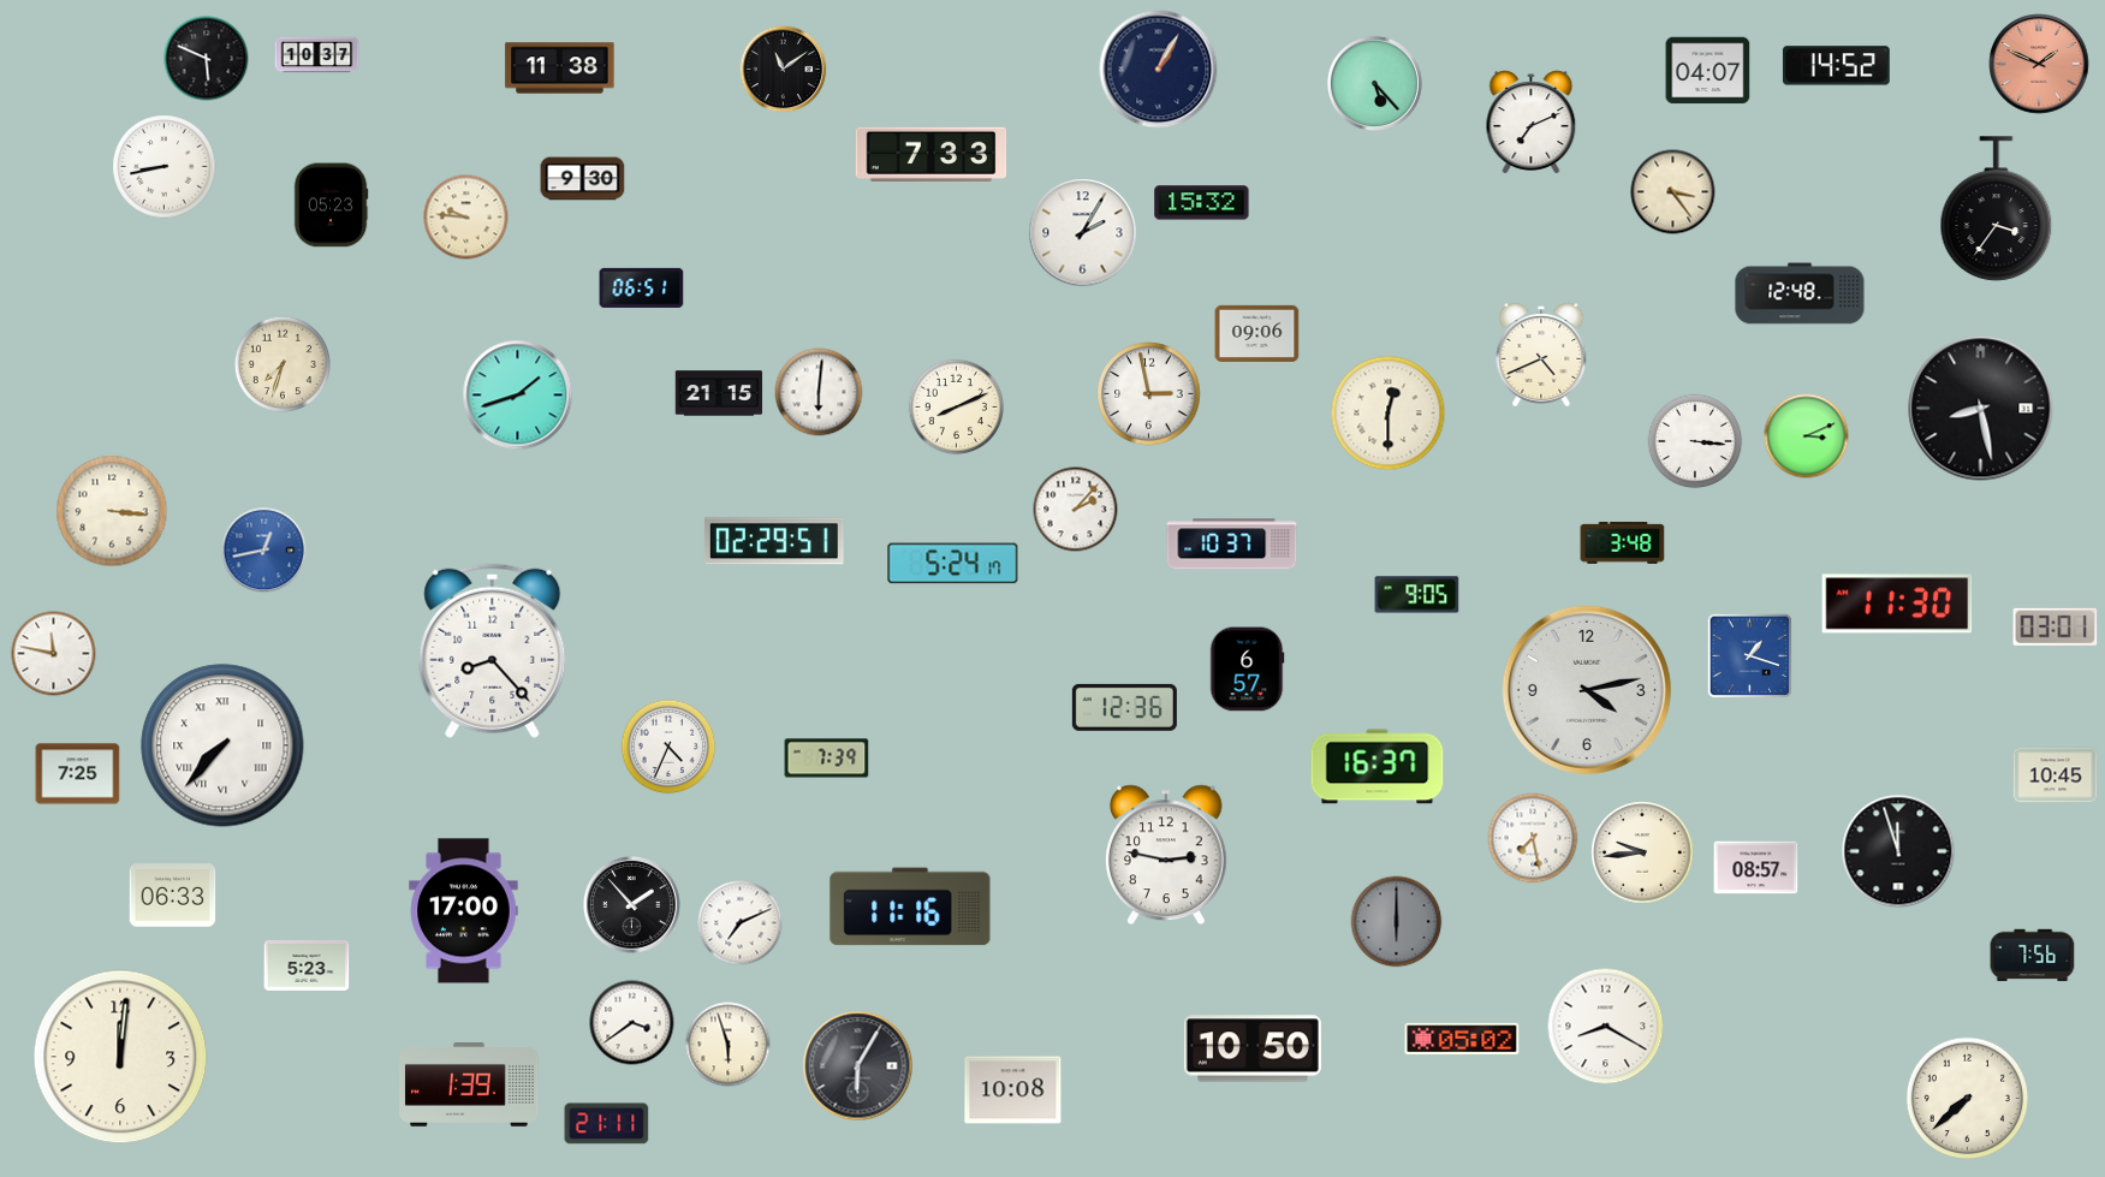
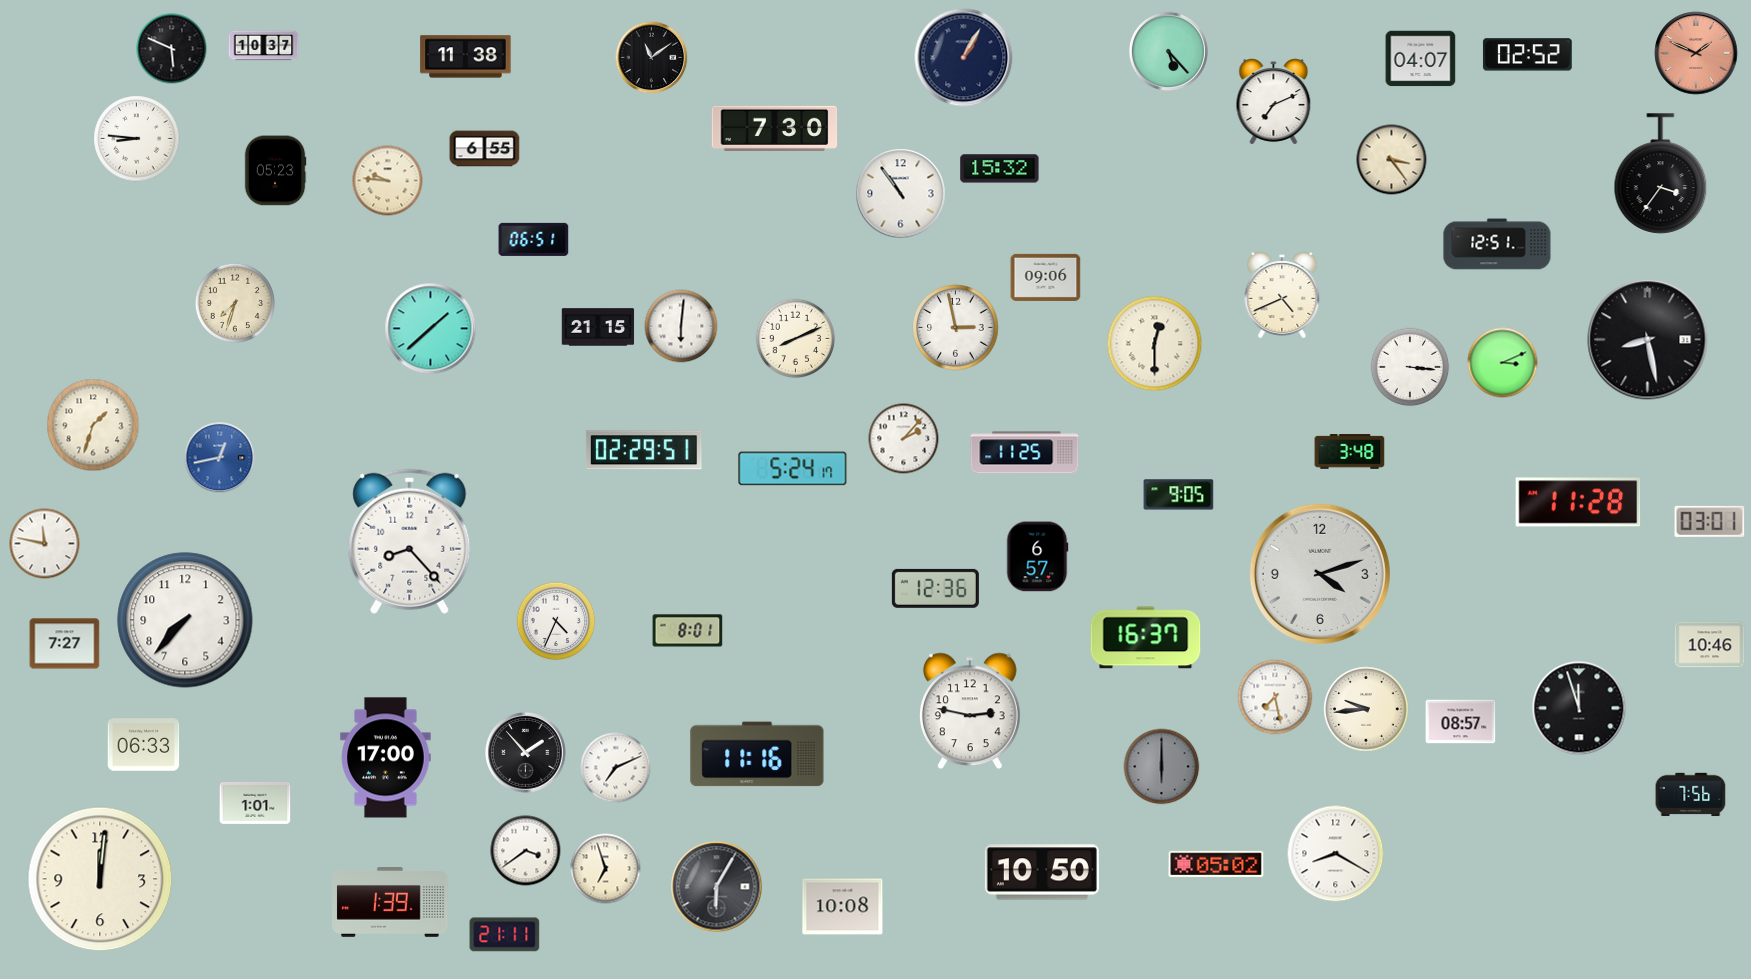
clock at (1836, 66): 14:52 -> 02:52
clock at (1374, 83) position: (1374, 83) -> (1168, 51)
clock at (932, 154): 7:33 -> 7:30
clock at (165, 167): 8:43 -> 8:46
clock at (583, 179): 9:30 -> 6:55
clock at (1083, 233): 2:05 -> 10:54
clock at (1800, 293): 12:48 -> 12:51
clock at (518, 396): 1:42 -> 1:38
clock at (1076, 510) position: (1076, 510) -> (904, 439)
clock at (112, 511): 3:16 -> 1:33
clock at (1232, 545): 10:37 -> 11:25
clock at (1897, 604): 11:30 -> 11:28
clock at (1750, 656): 1:18 -> none
clock at (1587, 690): 4:13 -> 4:12
clock at (222, 745) numerals: Roman -> Arabic
clock at (827, 759): 7:39 -> 8:01
clock at (78, 774): 7:25 -> 7:27
clock at (2056, 775): 10:45 -> 10:46
clock at (307, 965): 5:23 -> 1:01
clock at (729, 1045): 5:57 -> 6:57
clock at (858, 1066) position: (858, 1066) -> (717, 887)
clock at (1968, 1099): 7:38 -> none
